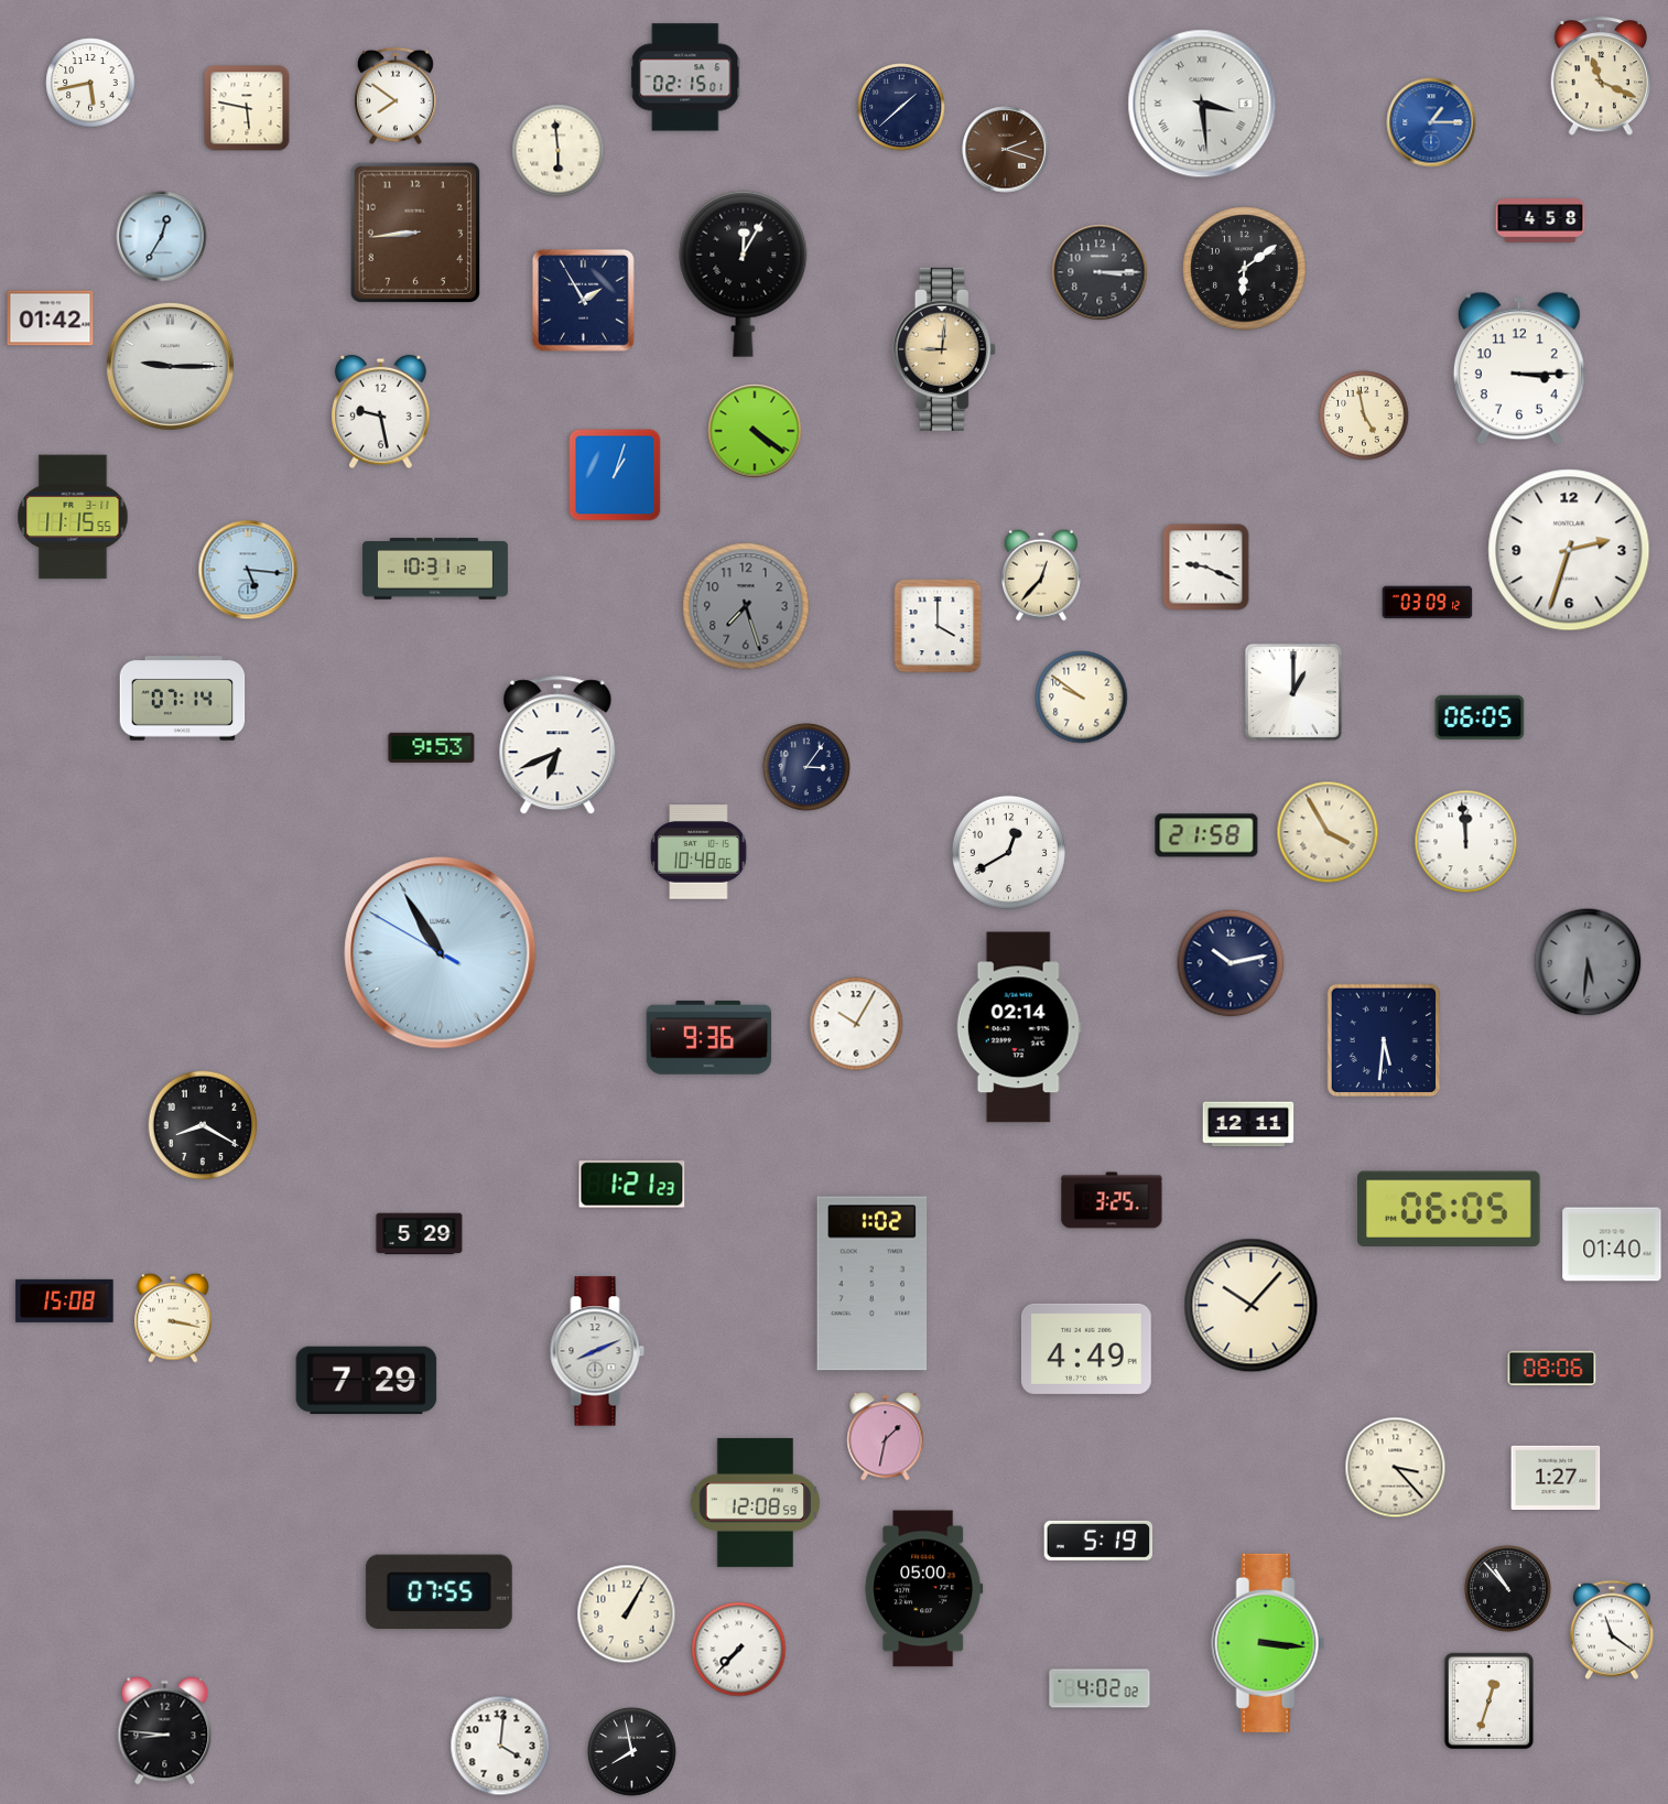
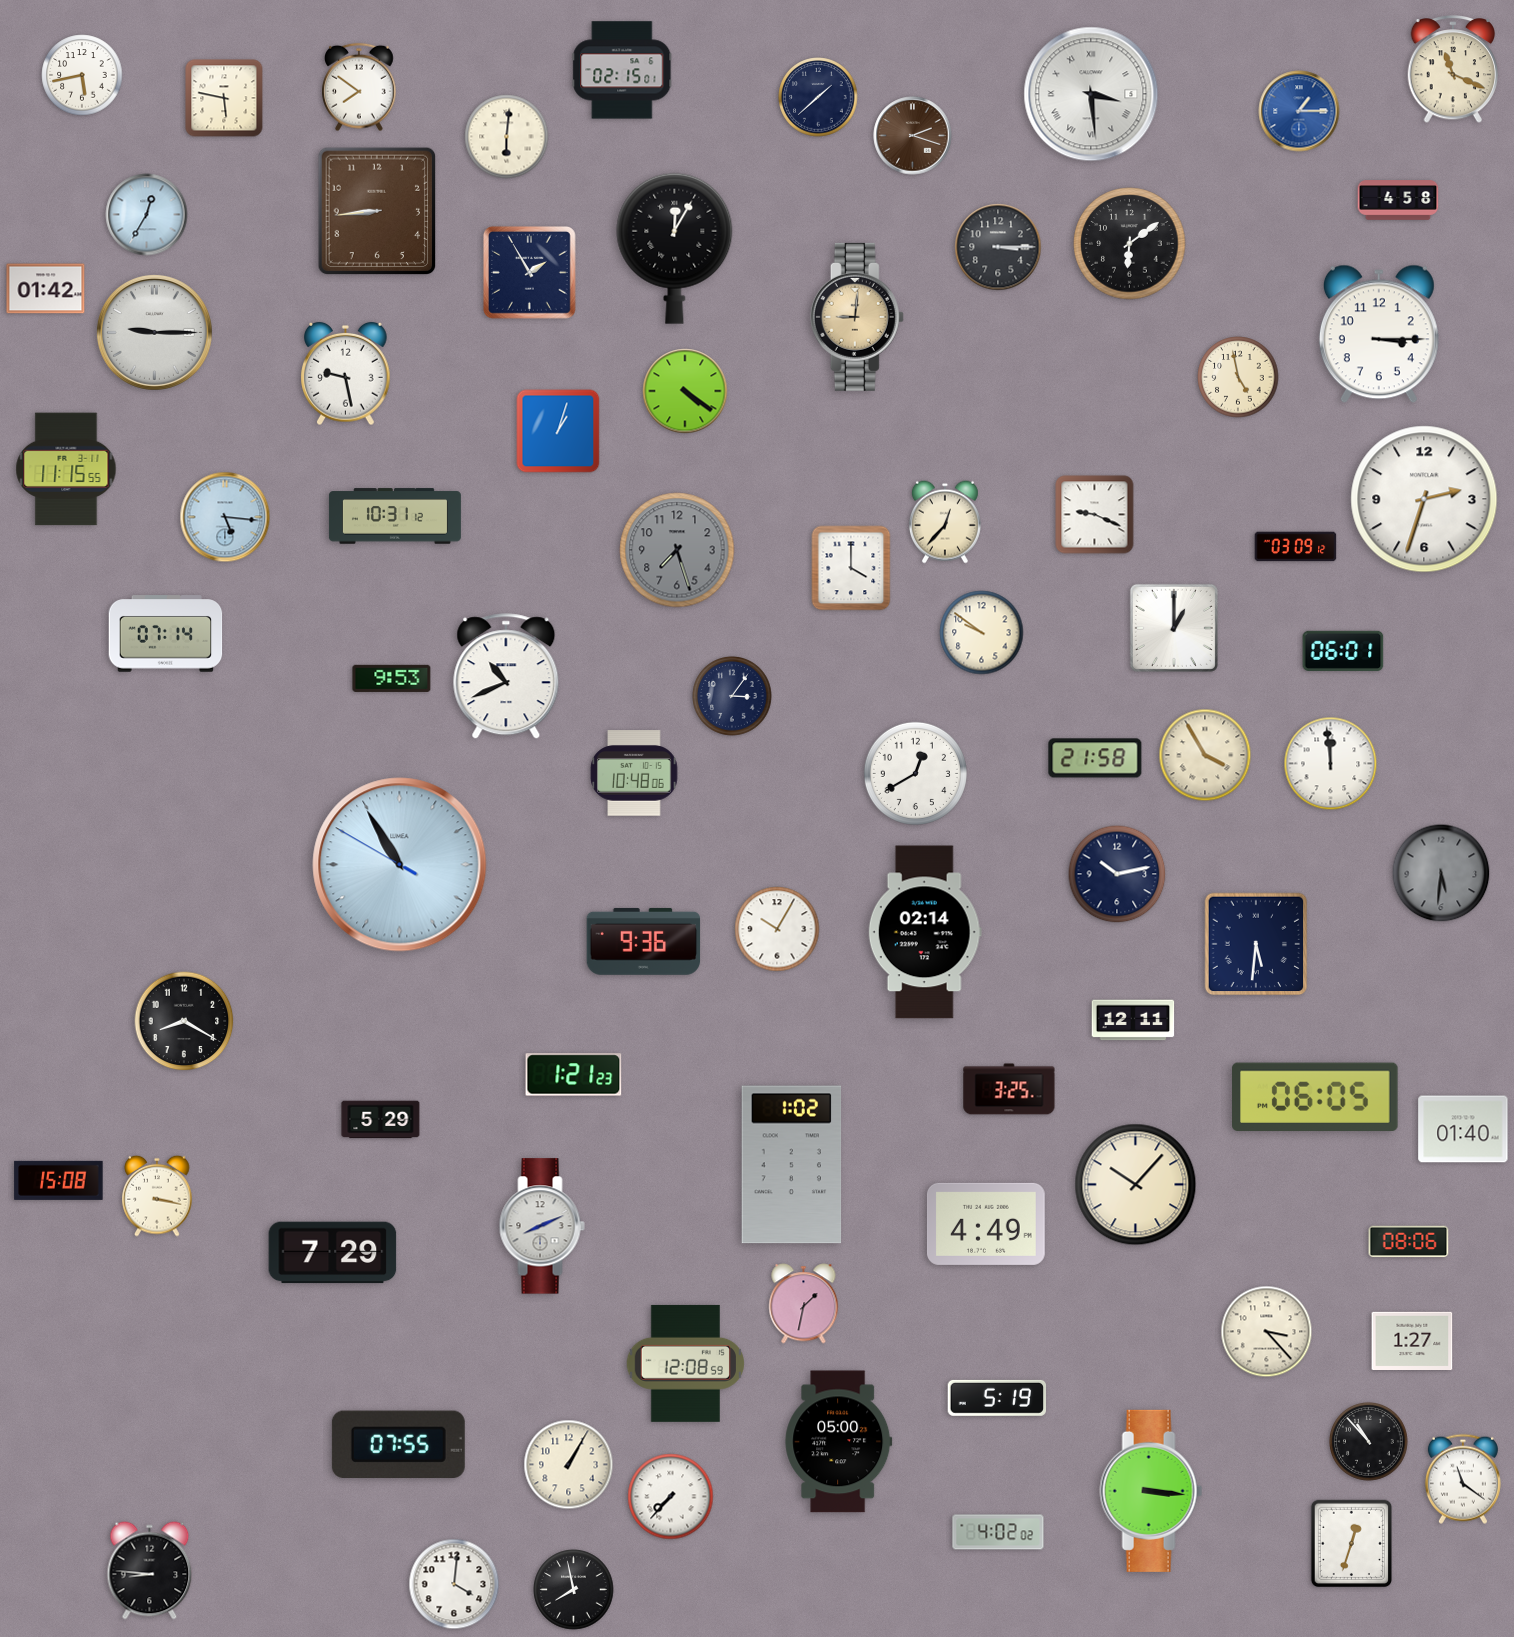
clock at (559, 151): 5:59 -> 6:01
clock at (1480, 716): 06:05 -> 06:01
clock at (557, 746): 6:41 -> 10:41
